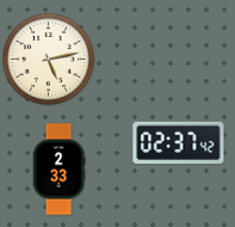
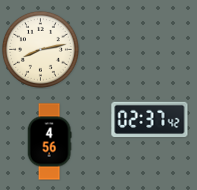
clock at (48, 59): 5:13 -> 8:13
clock at (58, 170): 2:33 -> 4:56
